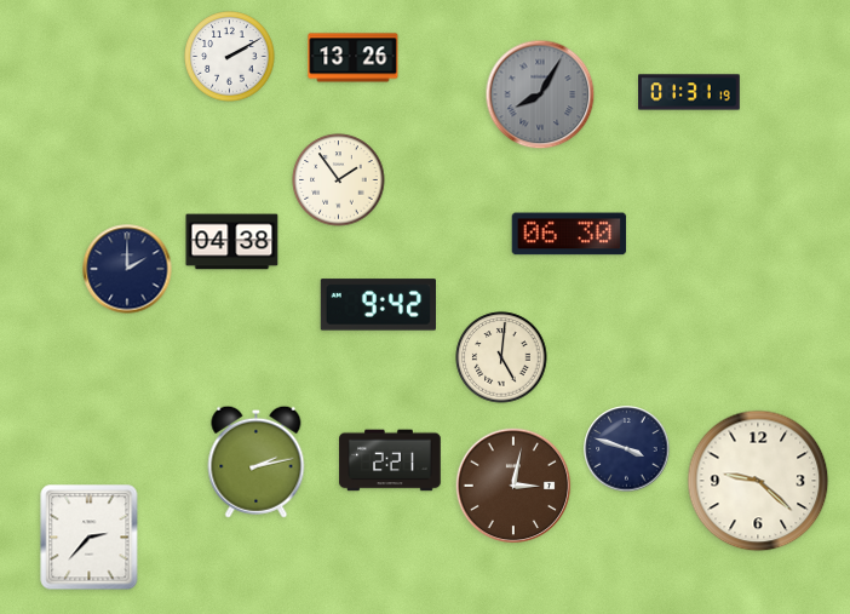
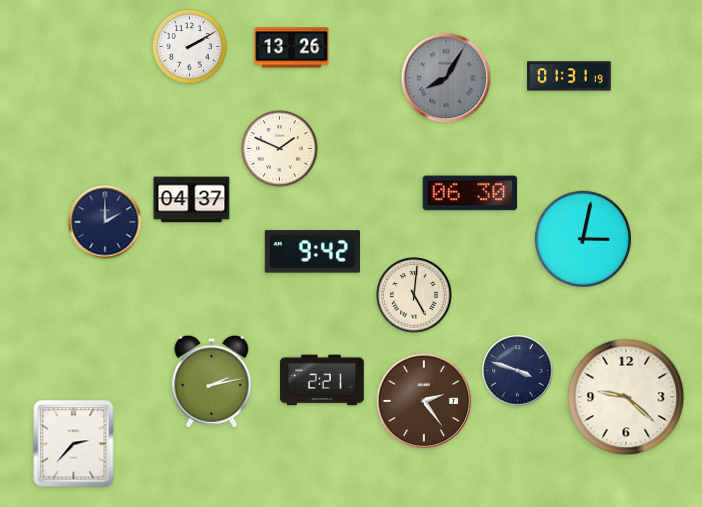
clock at (339, 180): 1:54 -> 1:49
clock at (232, 242): 04:38 -> 04:37
clock at (583, 239): none -> 3:02
clock at (513, 486): 3:02 -> 2:24
